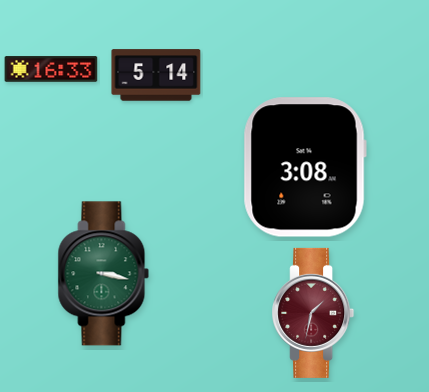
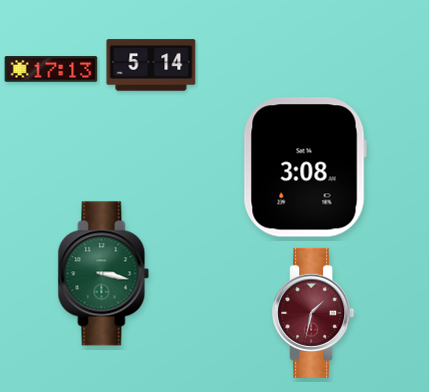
clock at (51, 69): 16:33 -> 17:13
clock at (156, 75) position: (156, 75) -> (151, 65)
